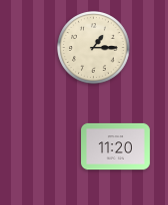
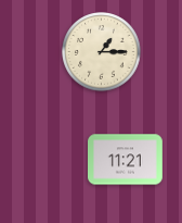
clock at (116, 147): 11:20 -> 11:21
